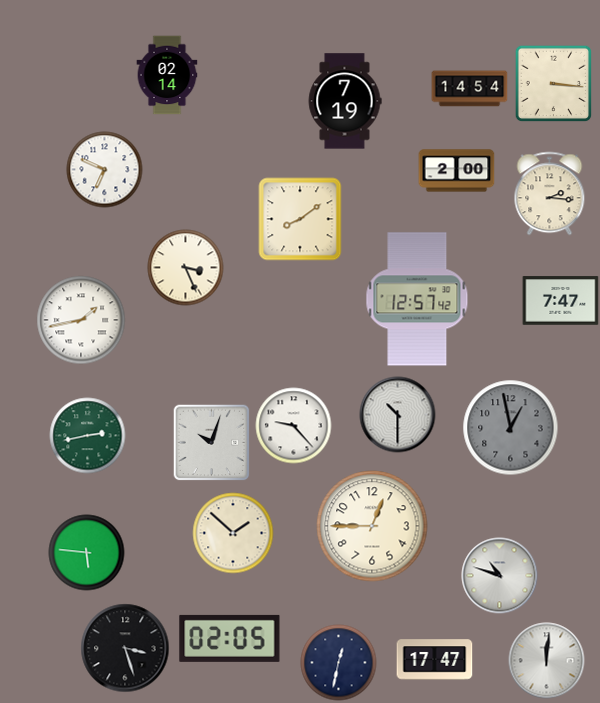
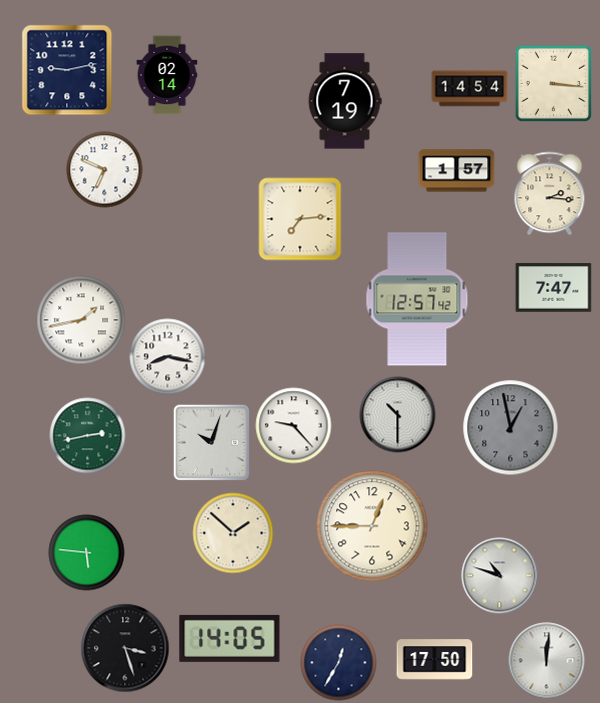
clock at (67, 70): none -> 9:13
clock at (457, 171): 2:00 -> 1:57
clock at (300, 219): 8:09 -> 7:14
clock at (186, 268): 3:26 -> none
clock at (561, 301) position: (561, 301) -> (554, 288)
clock at (168, 357): none -> 8:17
clock at (230, 638): 02:05 -> 14:05
clock at (435, 660): 17:47 -> 17:50
clock at (339, 663): 12:32 -> 12:35
